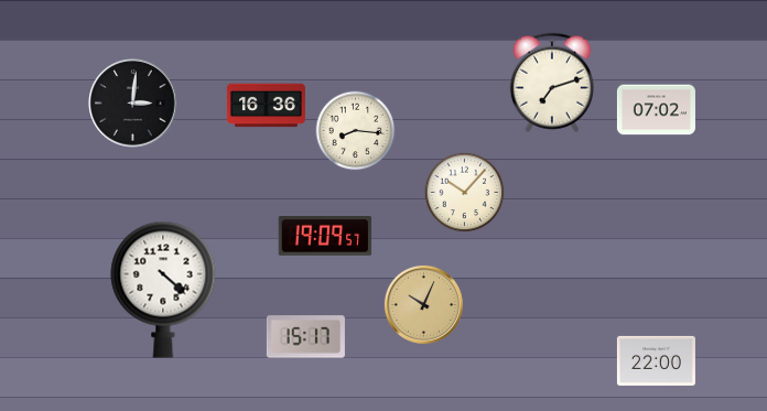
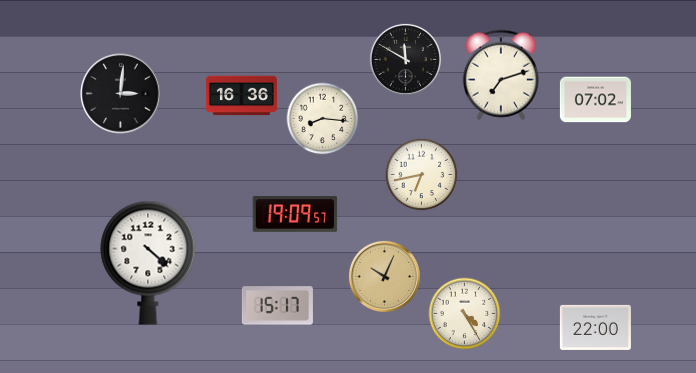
clock at (405, 59): none -> 11:50
clock at (465, 193): 10:07 -> 6:43
clock at (465, 314): none -> 4:25
